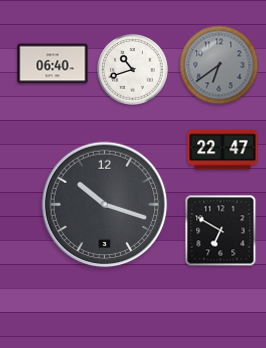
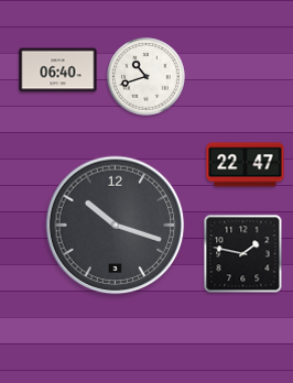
clock at (219, 65): 6:39 -> none
clock at (221, 231): 6:50 -> 1:47
